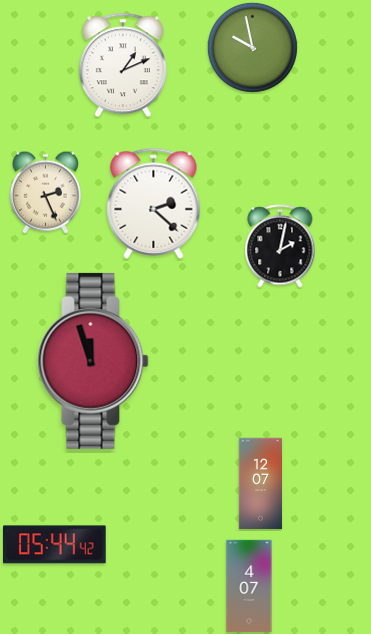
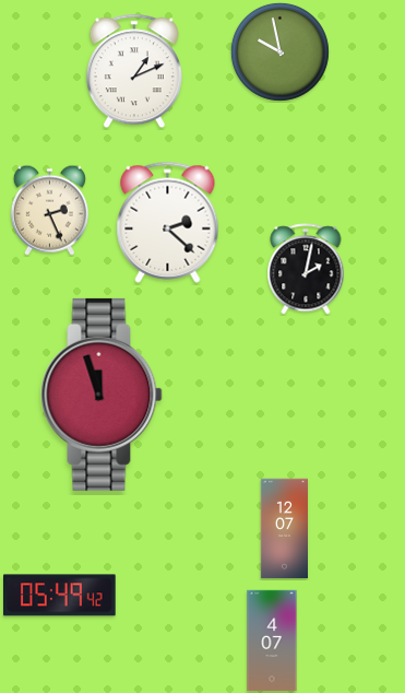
clock at (252, 47) position: (252, 47) -> (279, 51)
clock at (55, 545): 05:44 -> 05:49
